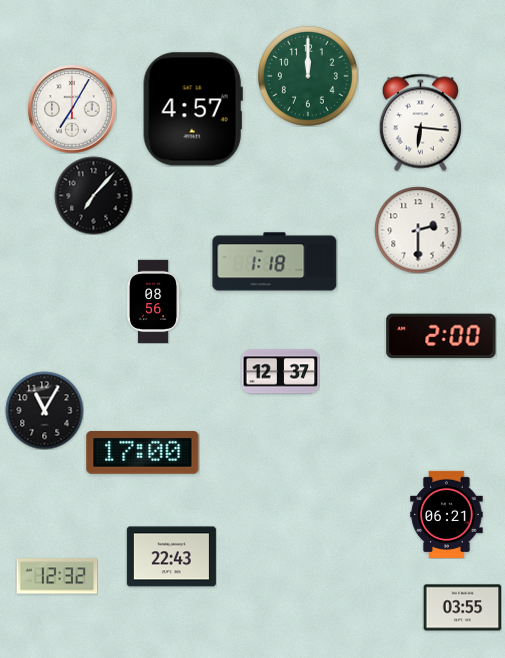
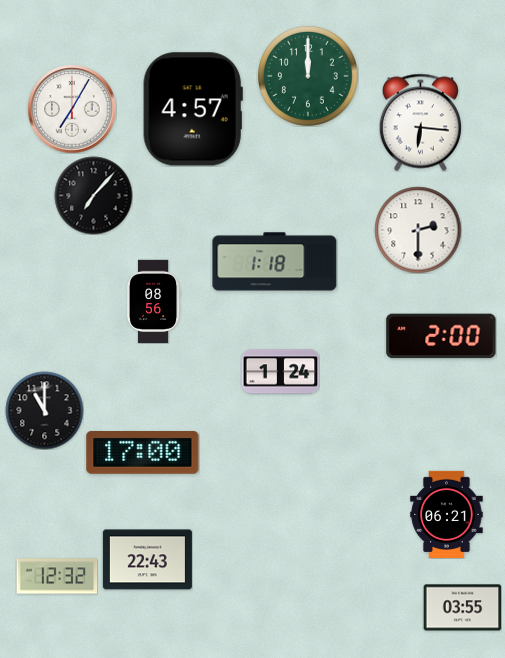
clock at (280, 372): 12:37 -> 1:24
clock at (44, 410): 11:05 -> 11:00
clock at (171, 557) position: (171, 557) -> (147, 560)
